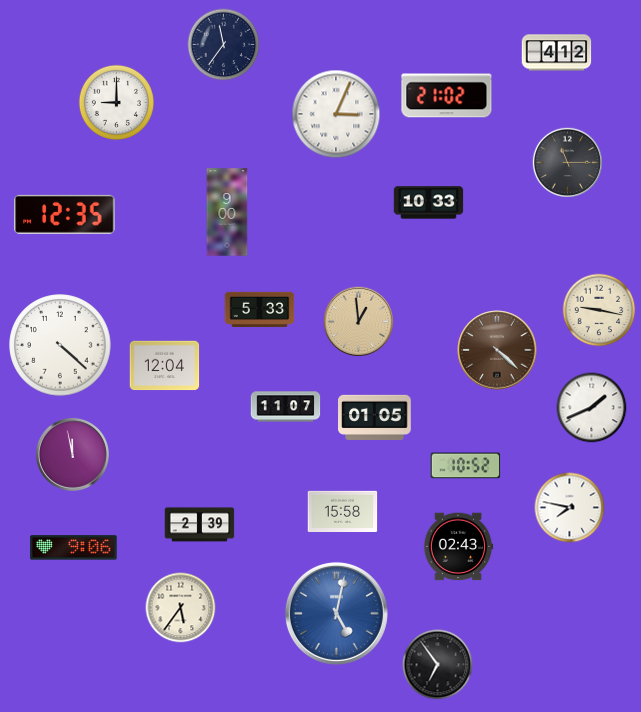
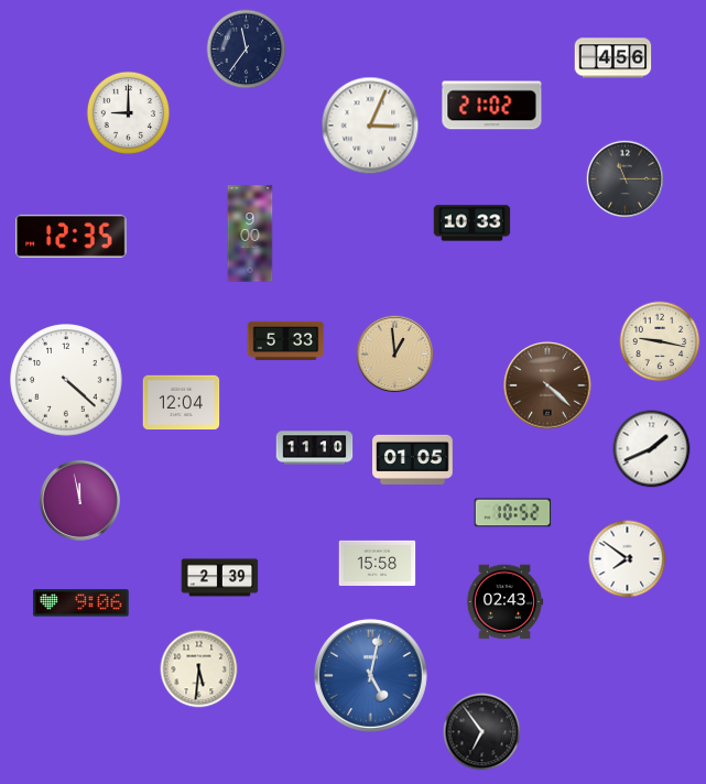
clock at (557, 53): 4:12 -> 4:56
clock at (286, 407): 11:07 -> 11:10
clock at (570, 508): 7:47 -> 7:51
clock at (181, 608): 5:36 -> 5:31
